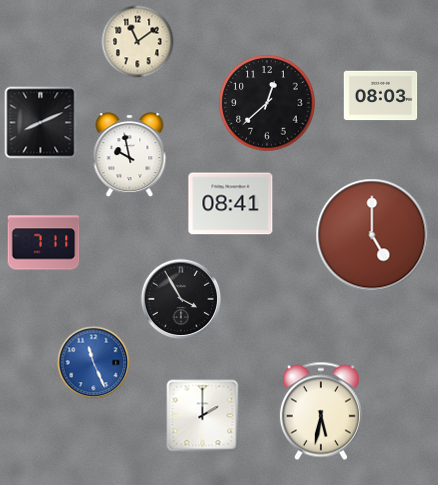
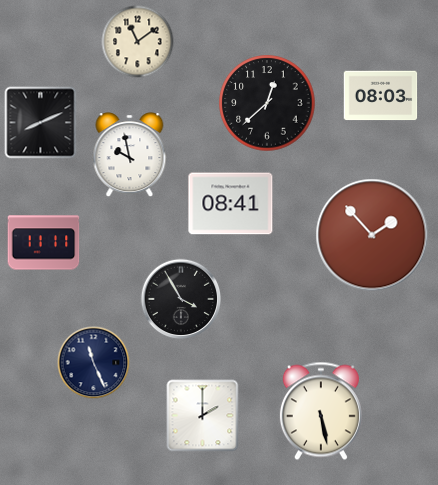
clock at (372, 235): 5:00 -> 1:53
clock at (44, 243): 7:11 -> 11:11
clock at (94, 363) dial: blue -> navy
clock at (321, 411): 5:32 -> 5:28
